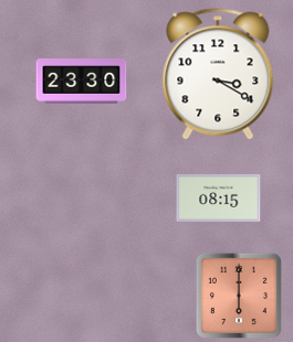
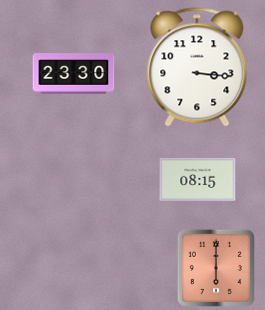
clock at (218, 74): 3:20 -> 3:16
